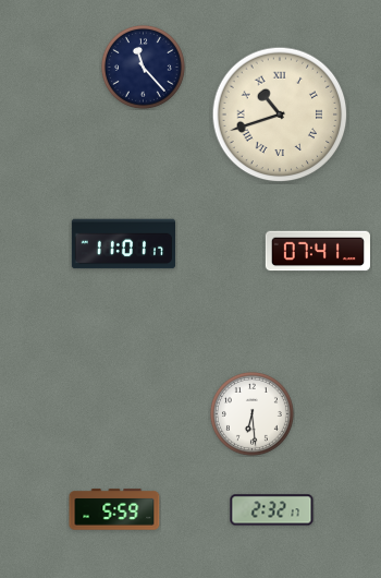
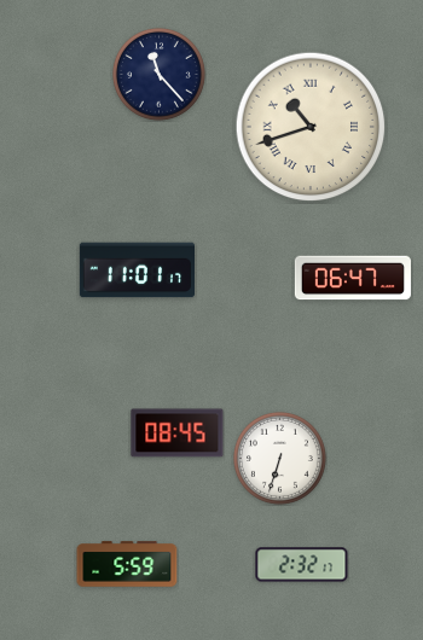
clock at (318, 251): 07:41 -> 06:47
clock at (178, 434): none -> 08:45
clock at (253, 414): 6:29 -> 6:33
